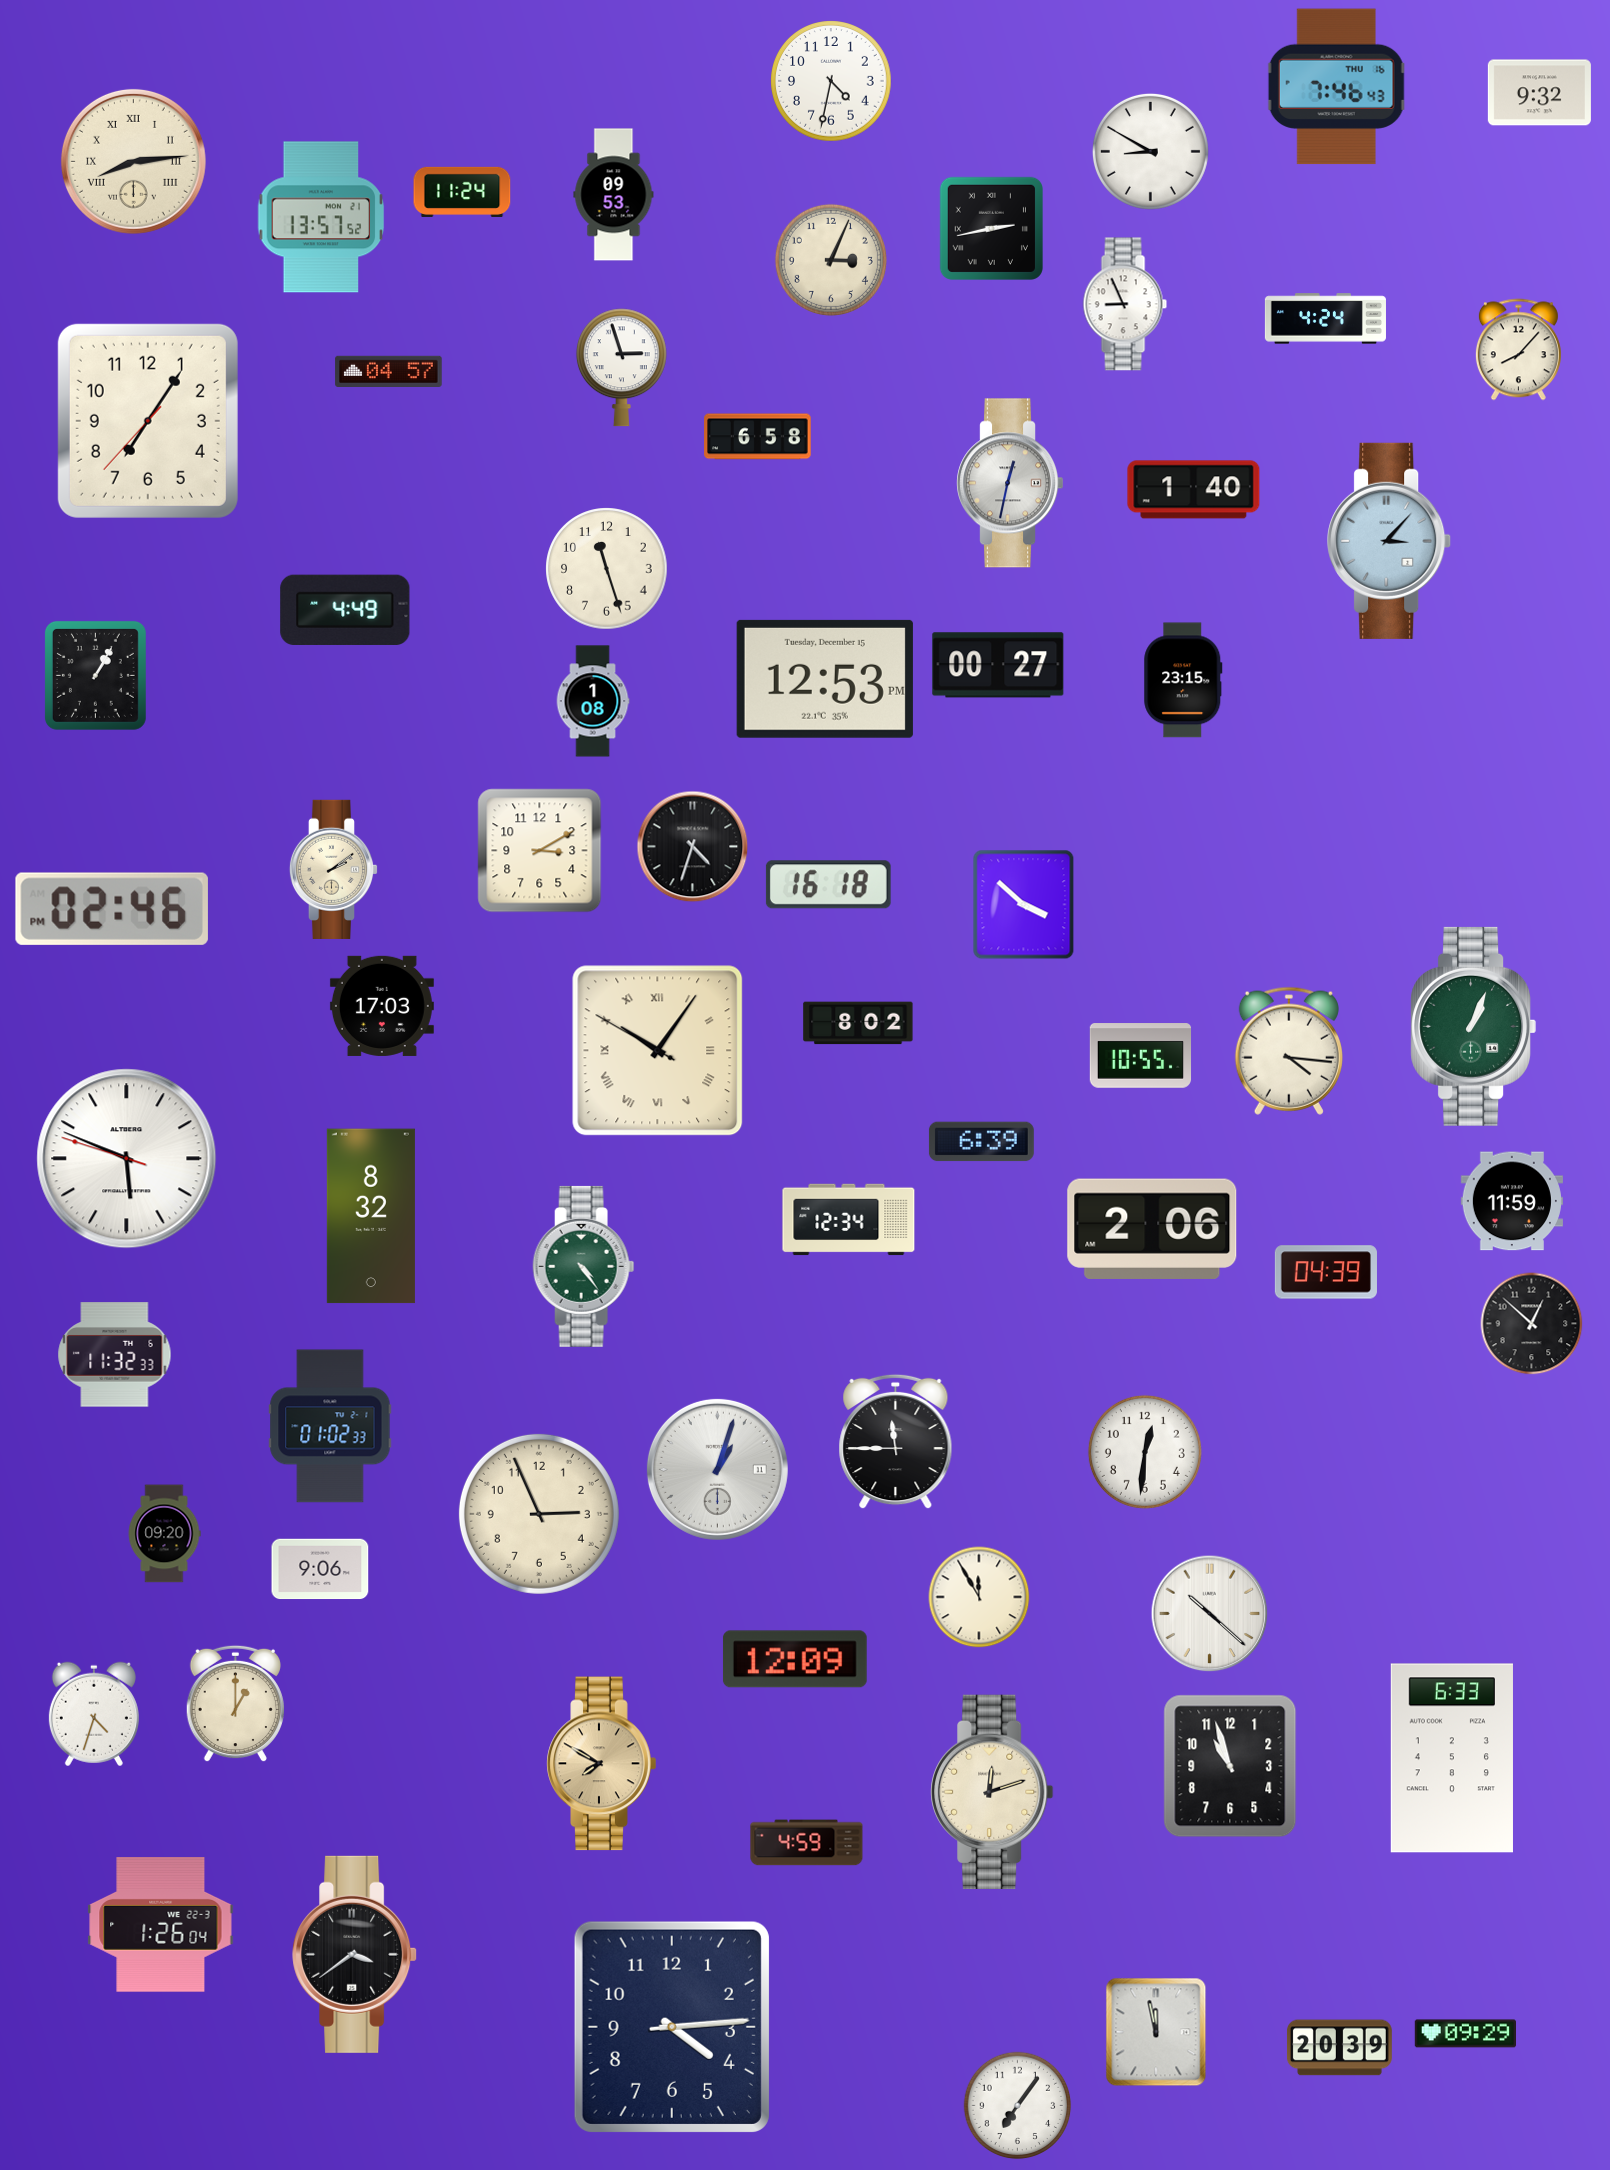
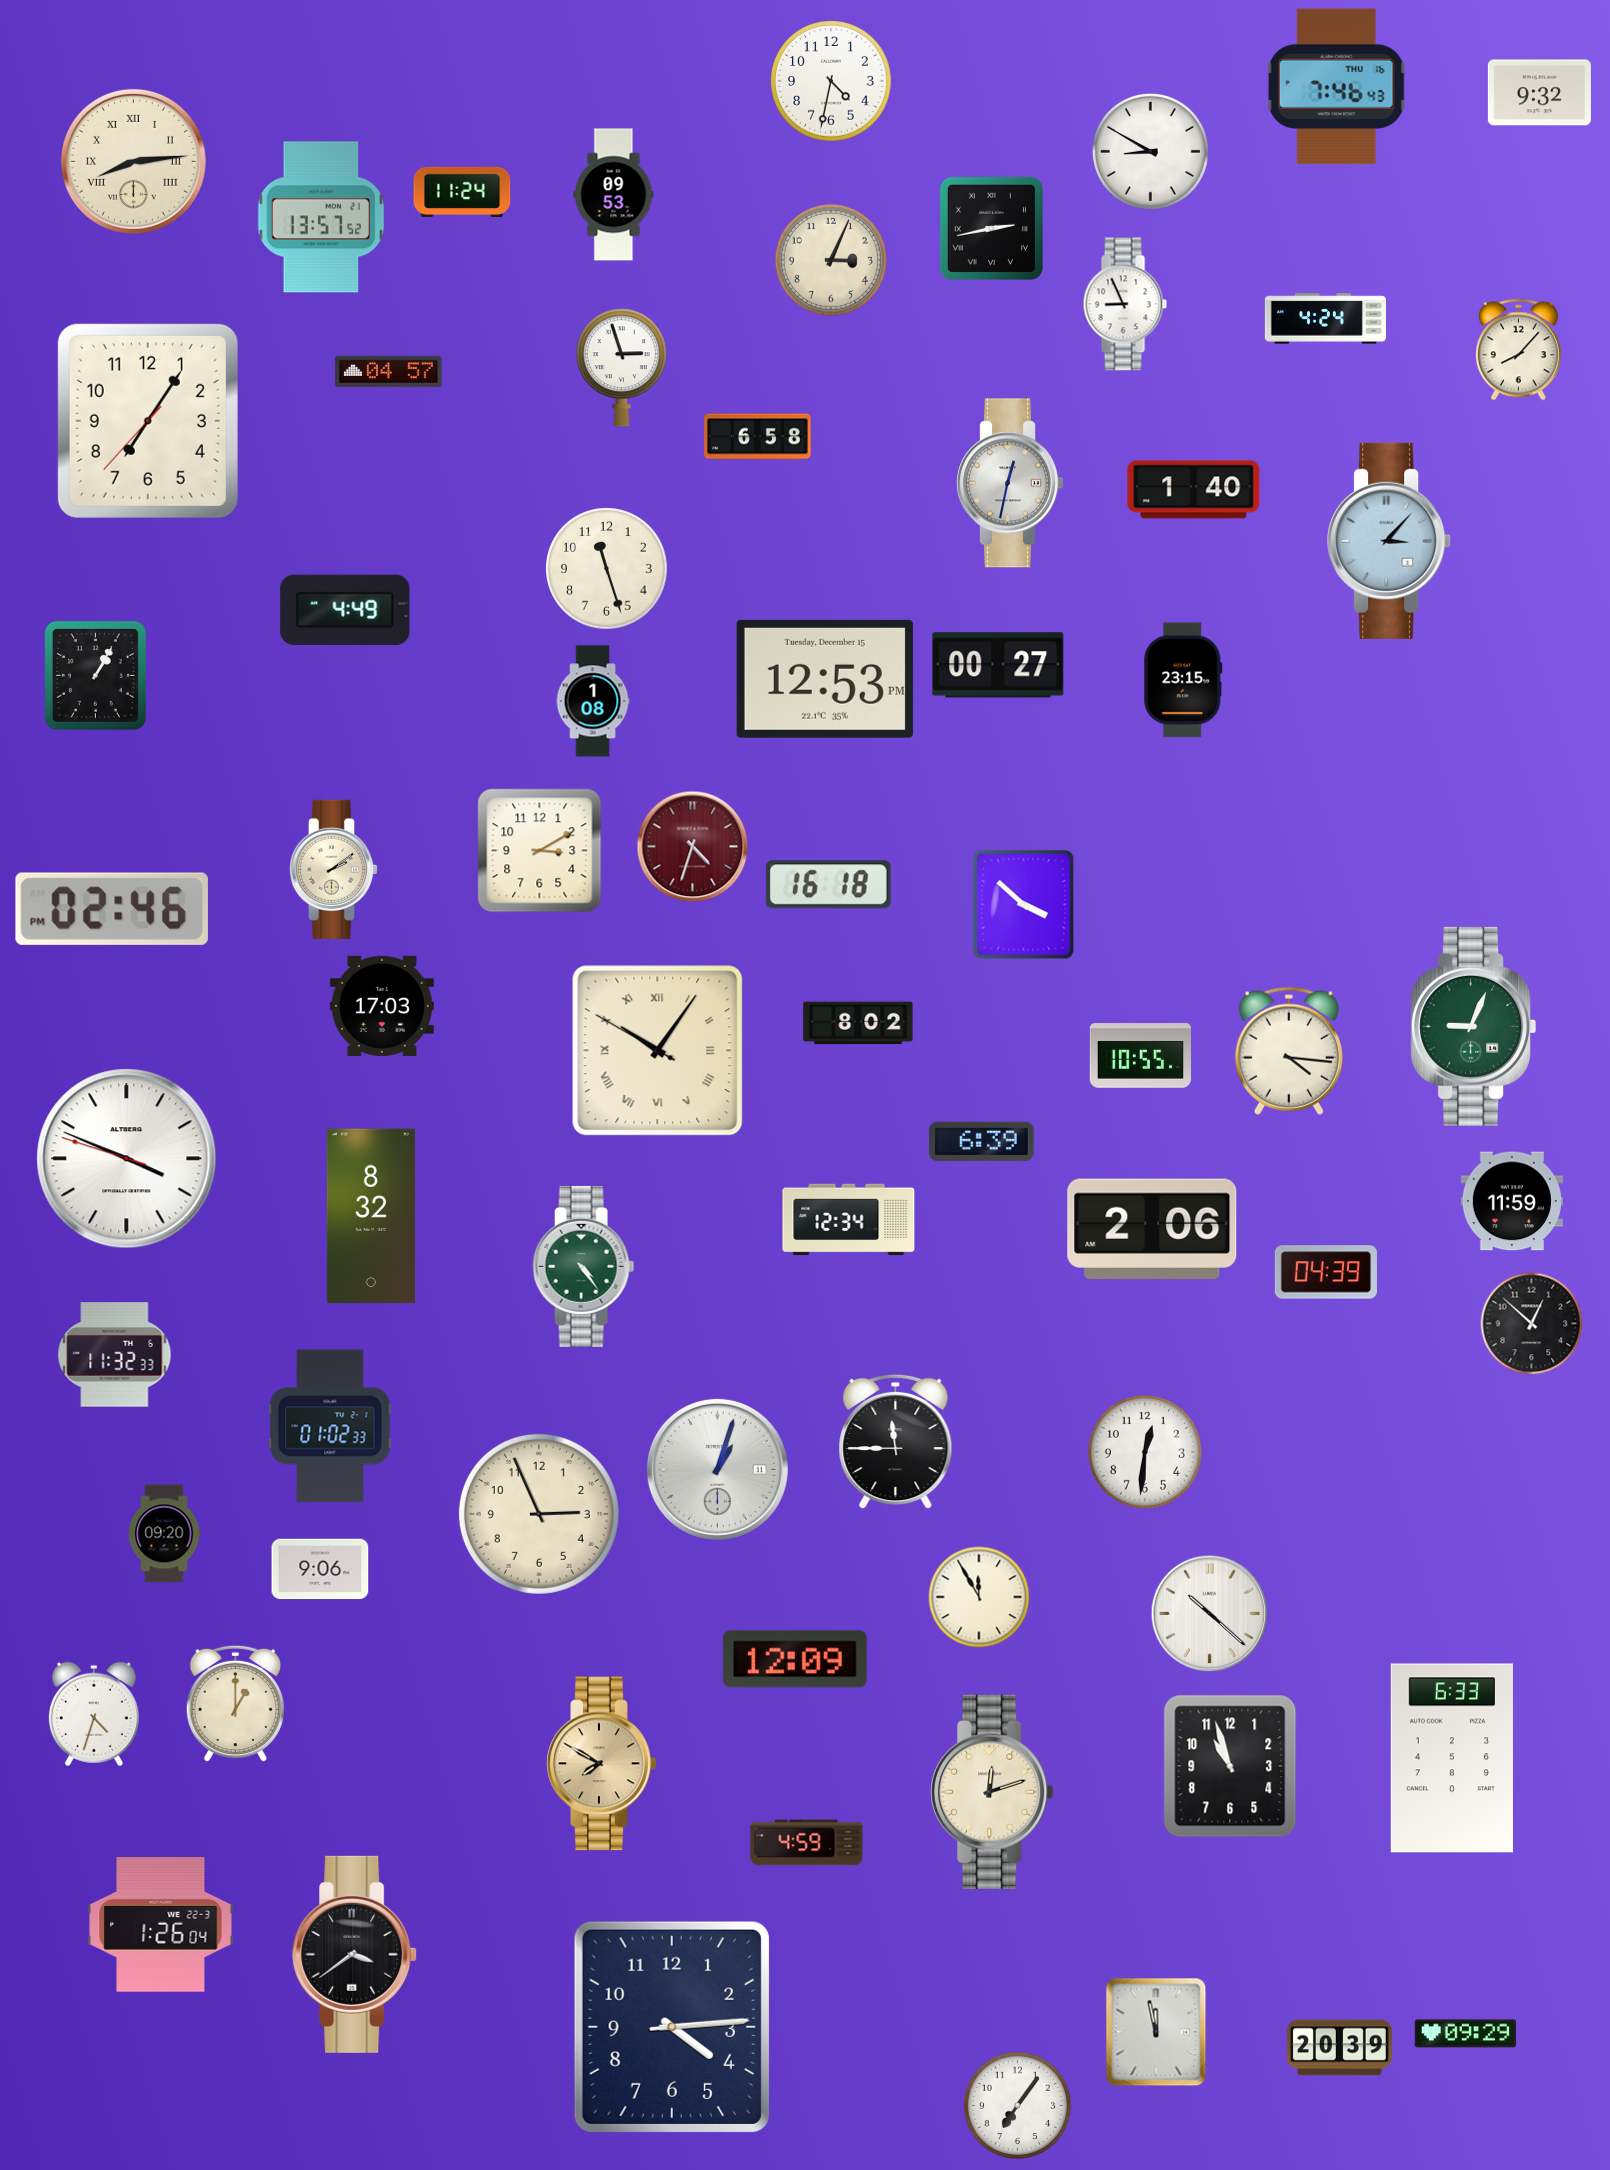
clock at (693, 847) dial: black -> burgundy
clock at (1474, 1026): 1:04 -> 9:04
clock at (127, 1159): 5:48 -> 3:48
